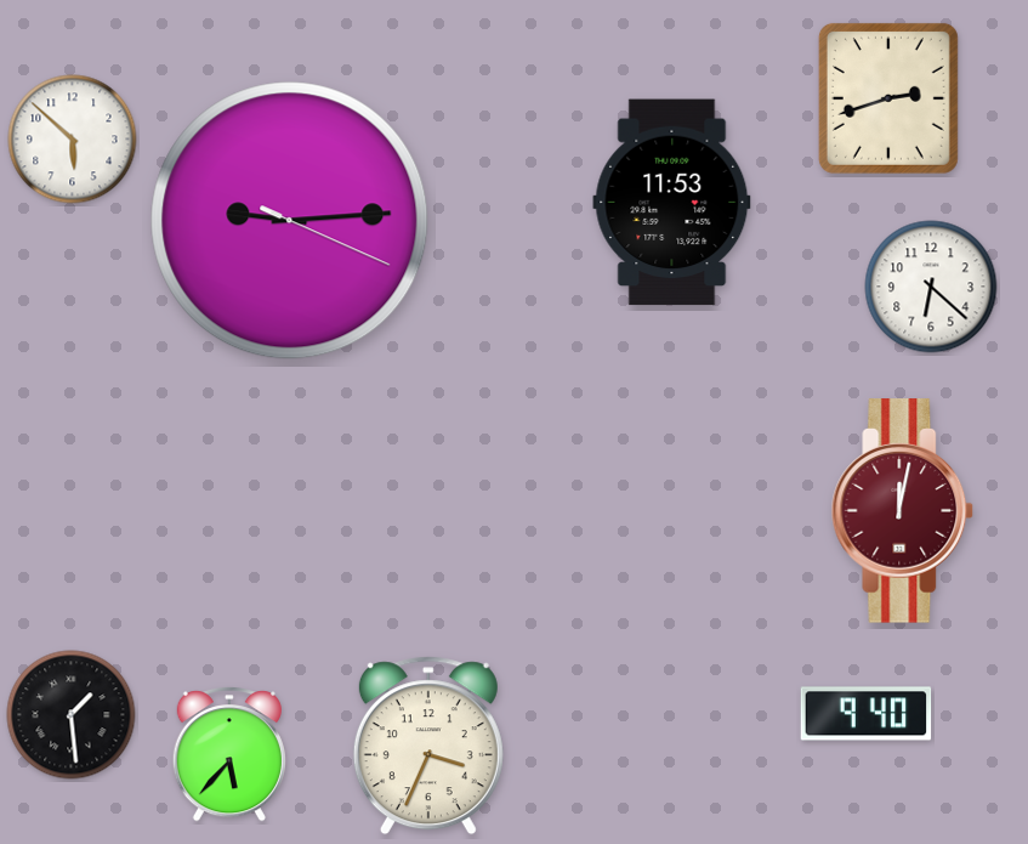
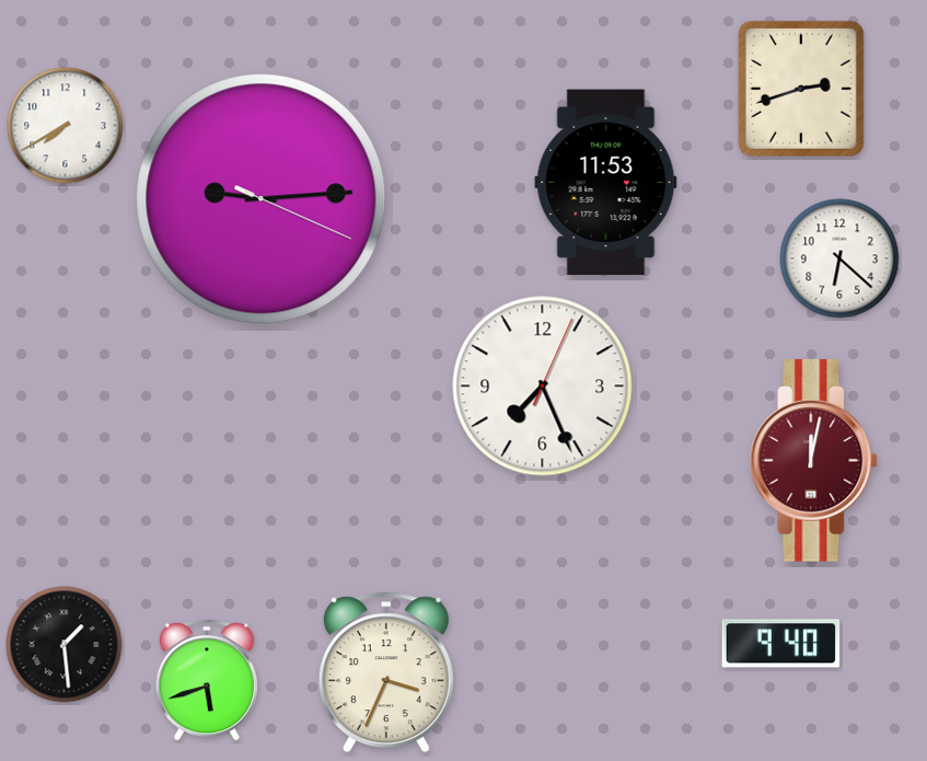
clock at (73, 140): 5:52 -> 7:40
clock at (543, 387): none -> 7:26
clock at (229, 755): 5:37 -> 5:42
